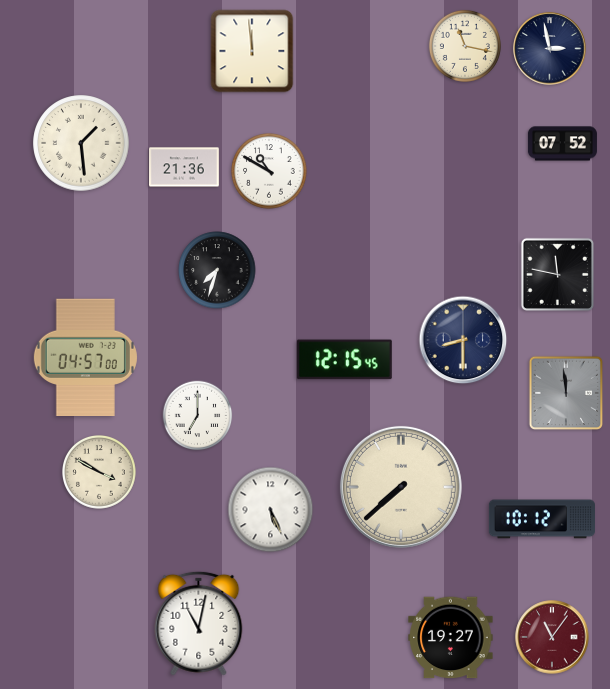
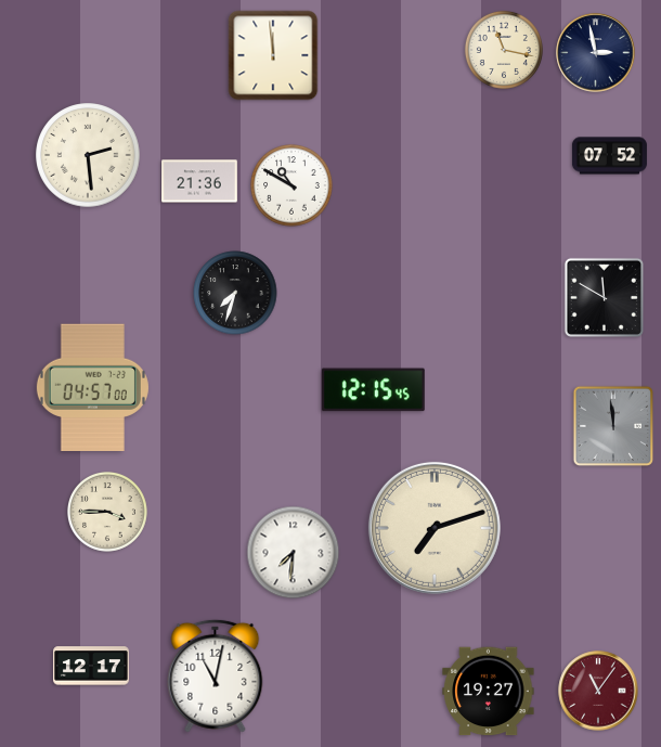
clock at (81, 143): 1:29 -> 2:29
clock at (557, 274): 11:47 -> 11:50
clock at (463, 340): 8:30 -> none
clock at (198, 416): 7:00 -> none
clock at (100, 473): 3:50 -> 3:45
clock at (401, 487): 7:38 -> 7:12
clock at (271, 510): 5:26 -> 7:31
clock at (542, 519): 10:12 -> none
clock at (92, 666): none -> 12:17
